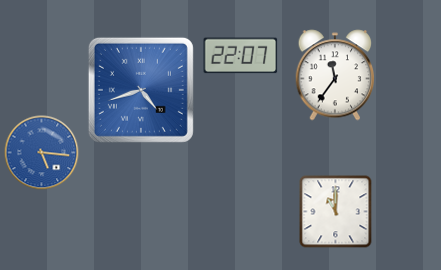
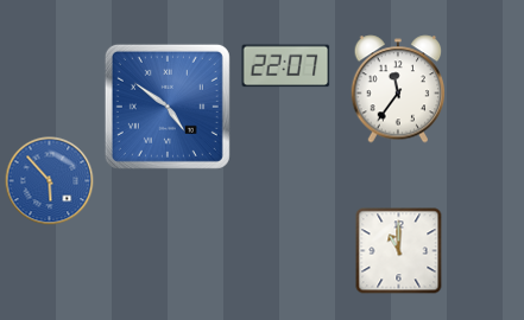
clock at (141, 90): 4:42 -> 4:51
clock at (42, 153): 5:16 -> 5:53
